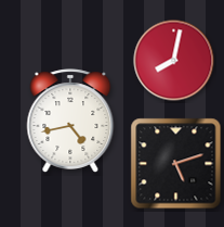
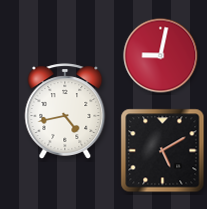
clock at (174, 61): 8:02 -> 9:02
clock at (176, 164): 5:12 -> 5:10
